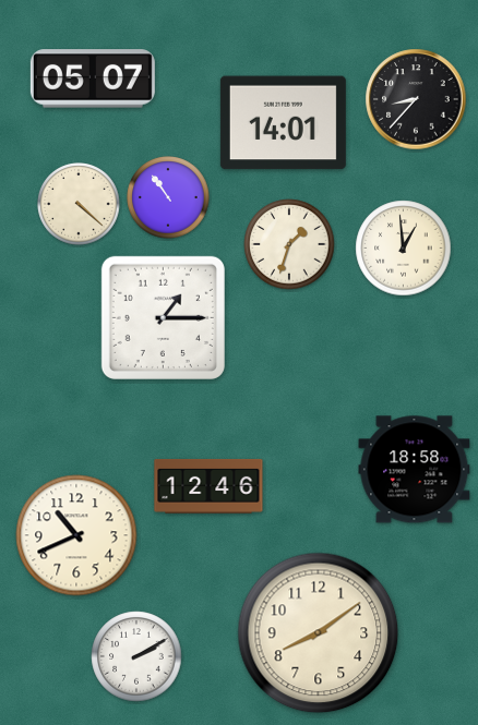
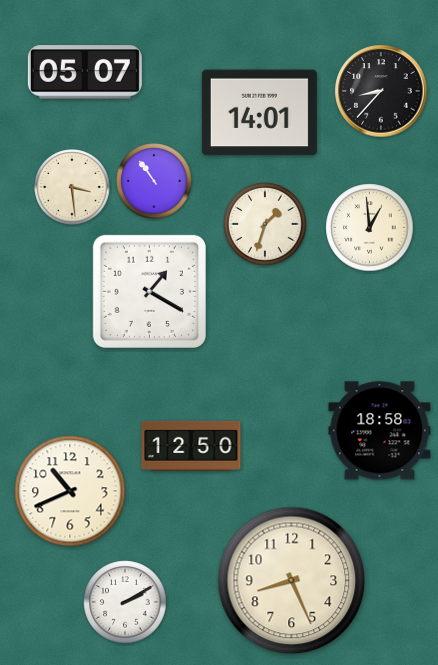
clock at (79, 204): 4:22 -> 3:29
clock at (163, 317): 1:15 -> 1:20
clock at (208, 486): 12:46 -> 12:50
clock at (319, 633): 8:09 -> 8:26
